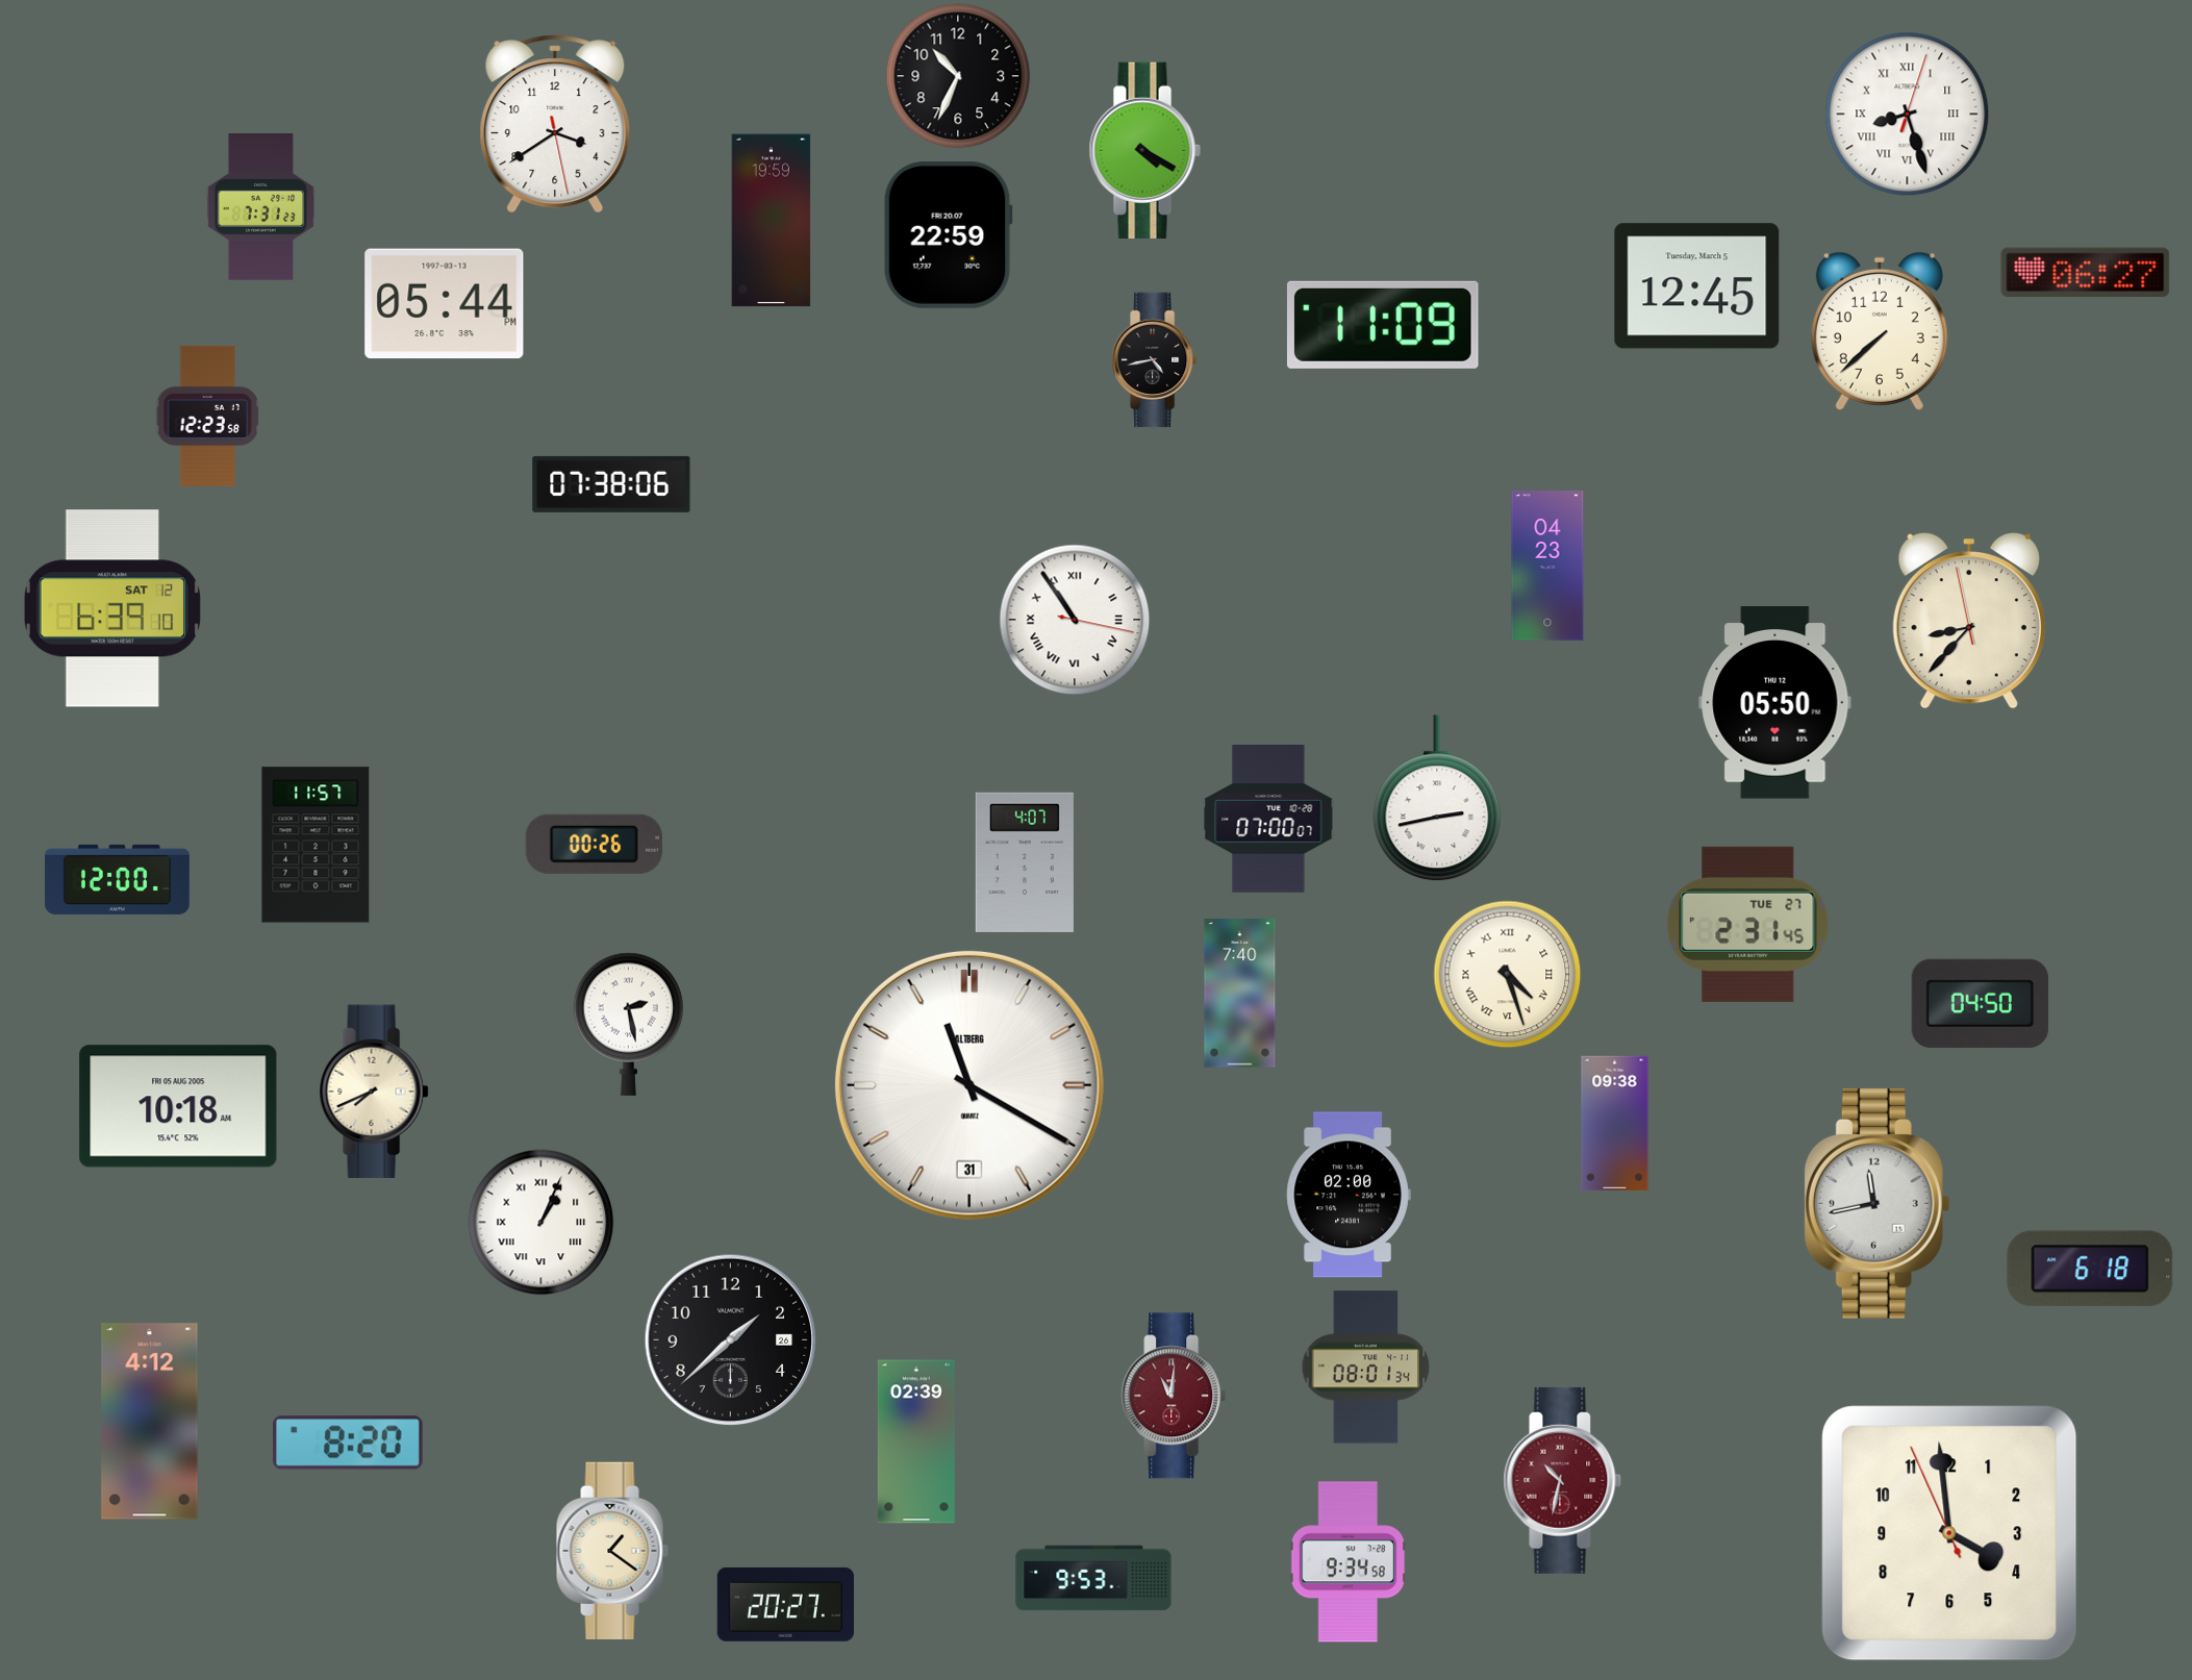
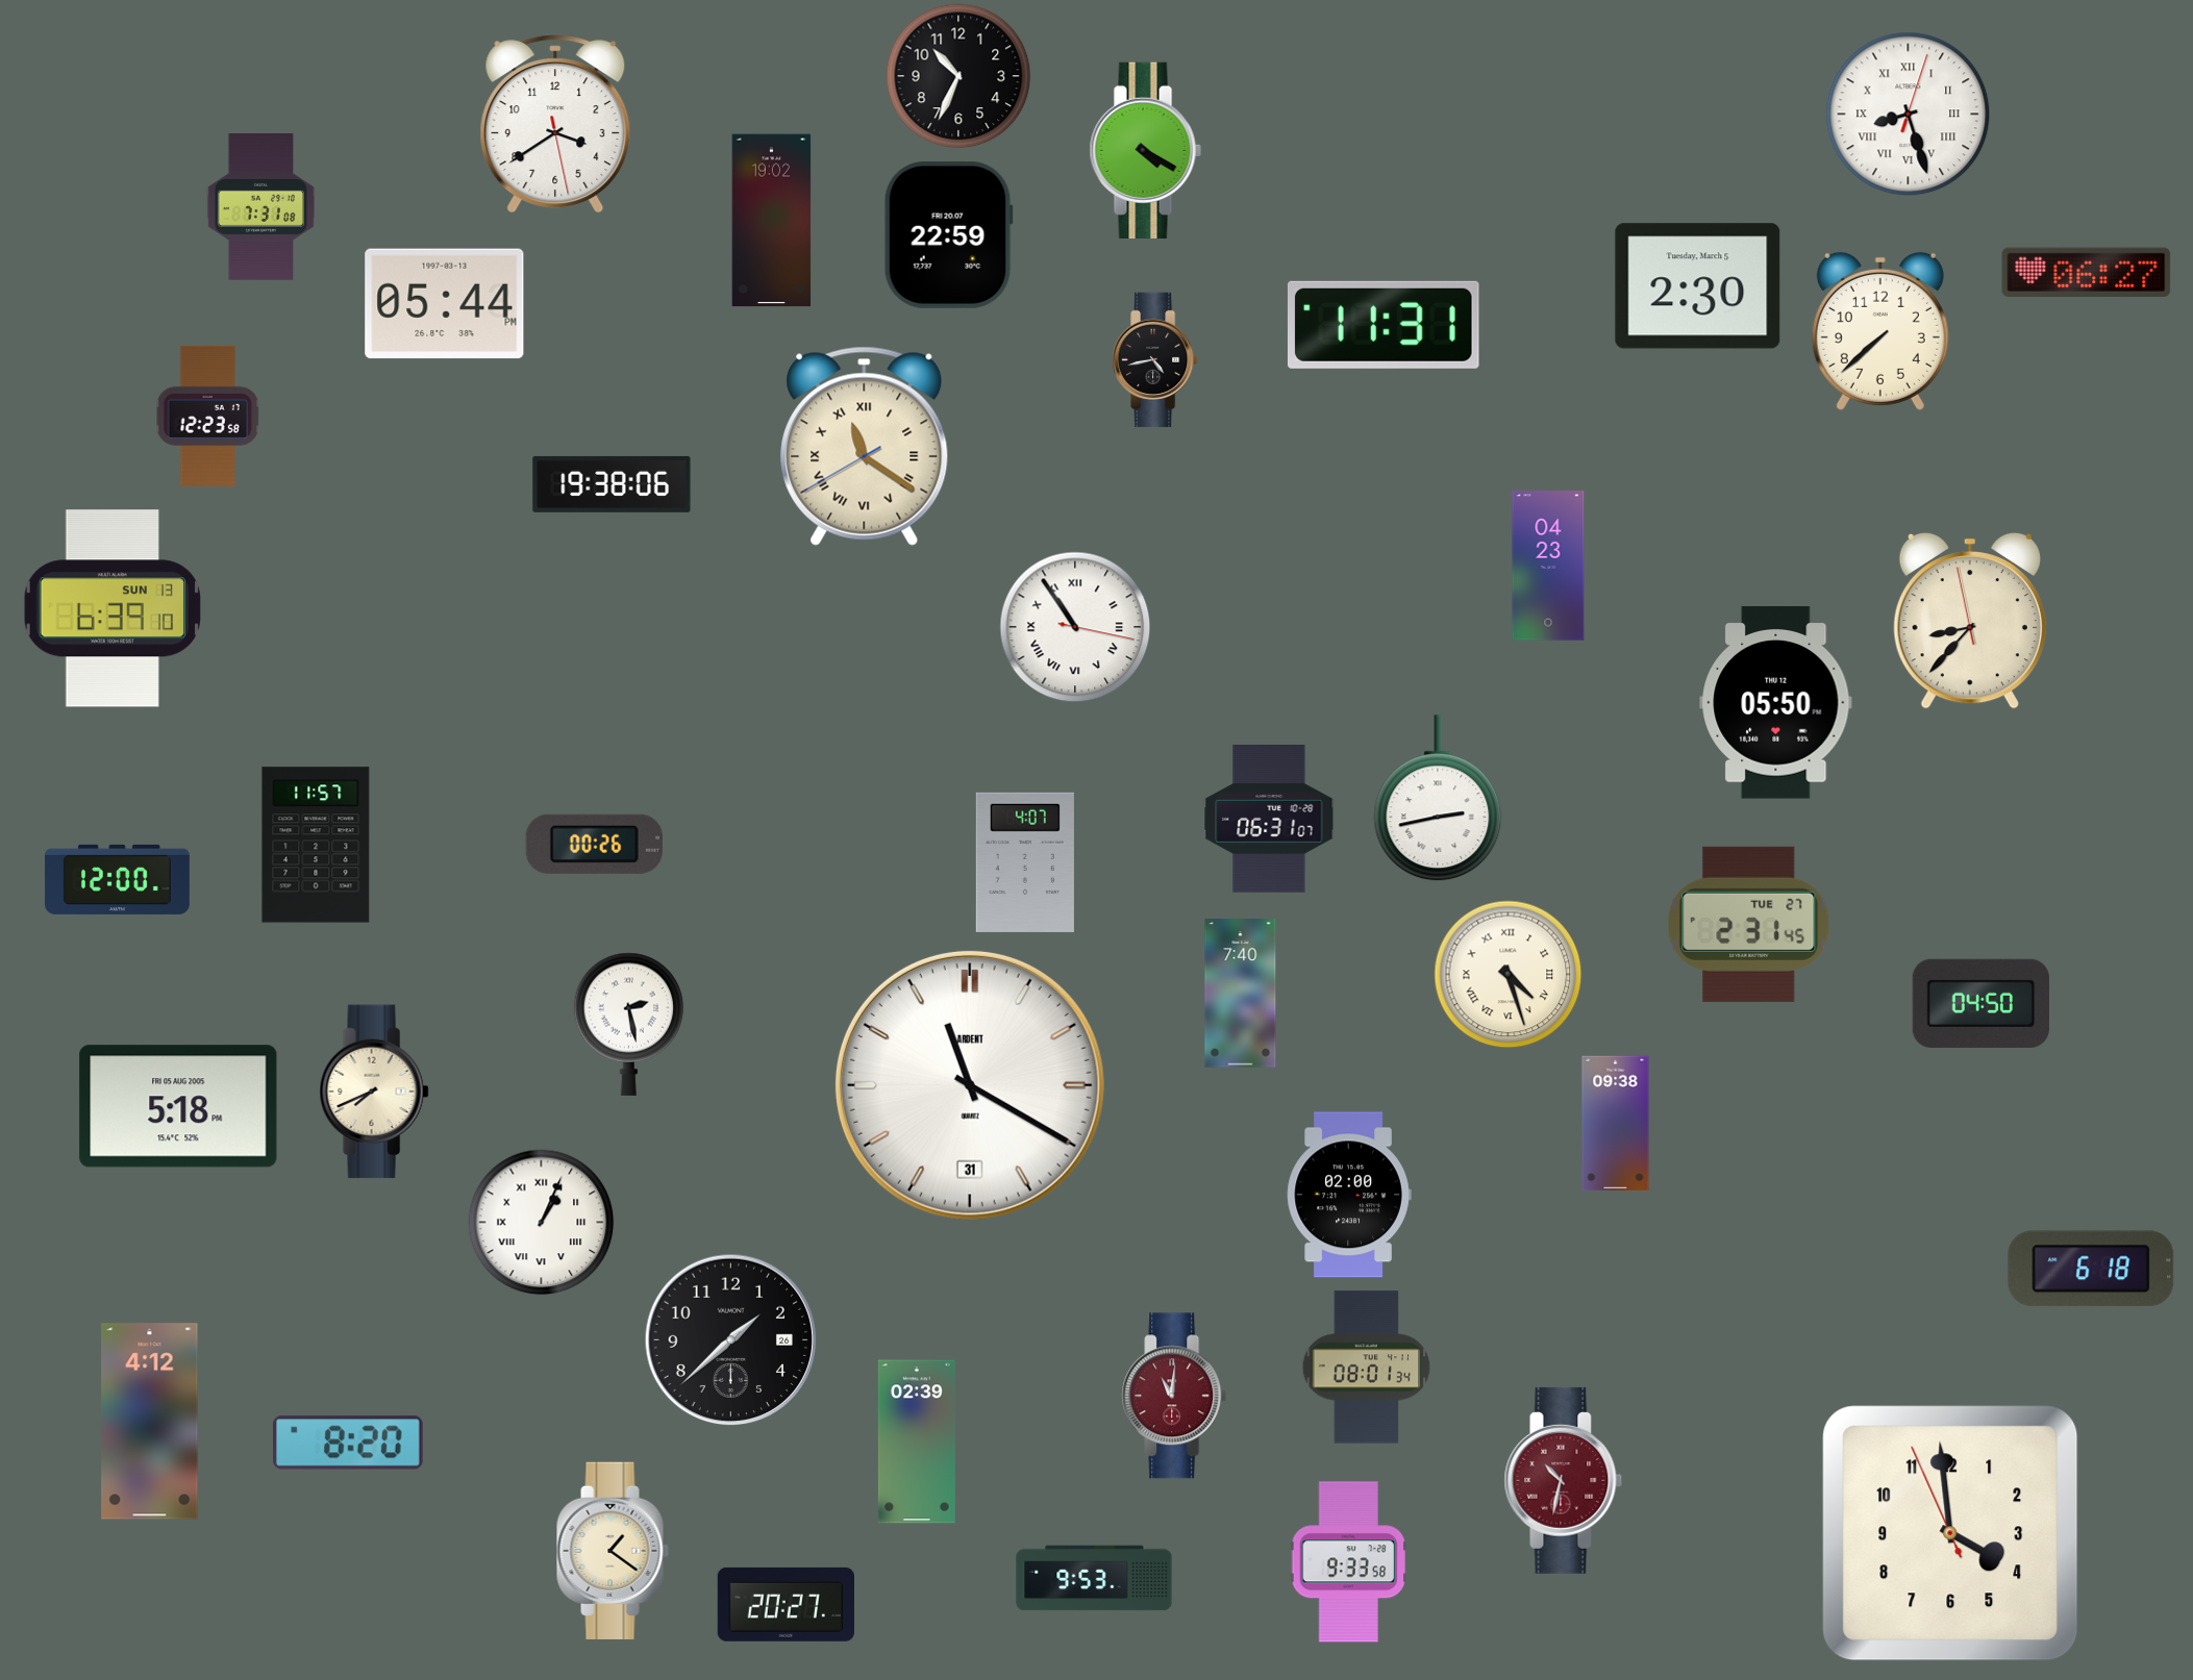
clock at (261, 207): 7:31:23 -> 7:31:08
clock at (772, 221): 19:59 -> 19:02
clock at (1697, 286): 12:45 -> 2:30
clock at (1383, 325): 11:09 -> 11:31
clock at (865, 446): none -> 11:20
clock at (611, 484): 07:38 -> 19:38
clock at (111, 608) date: SAT 12 -> SUN 13
clock at (1075, 620) position: (1075, 620) -> (1075, 627)
clock at (1268, 820): 07:00 -> 06:31
clock at (969, 1085) brand: ALTBERG -> ARDENT
clock at (178, 1106): 10:18 -> 5:18
clock at (1878, 1203): 11:43 -> none
clock at (1349, 1562): 9:34 -> 9:33
